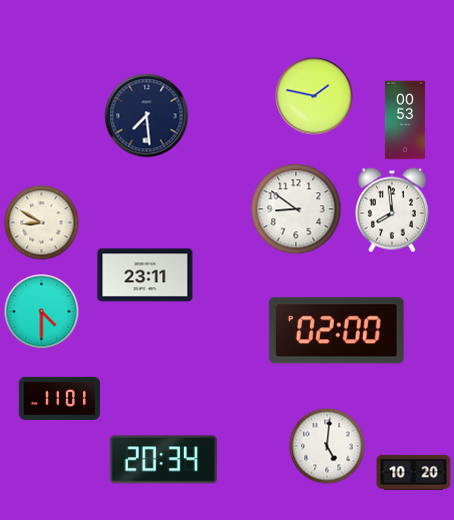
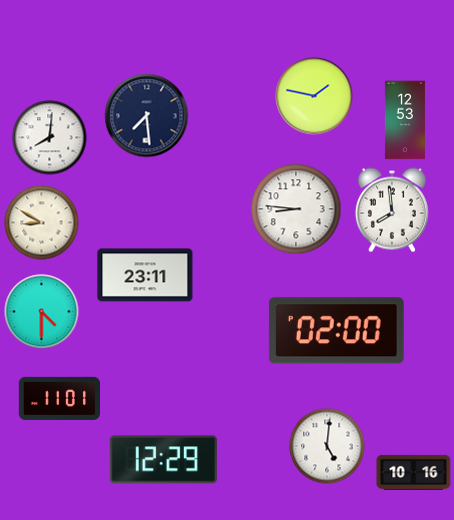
clock at (405, 120): 00:53 -> 12:53
clock at (50, 138): none -> 8:01
clock at (296, 209): 8:51 -> 8:46
clock at (163, 460): 20:34 -> 12:29
clock at (414, 472): 10:20 -> 10:16
